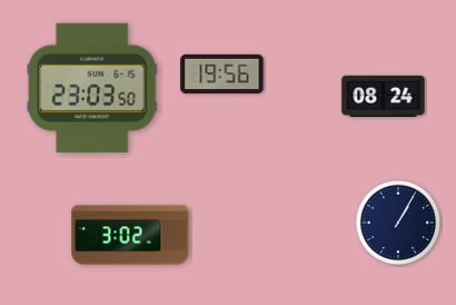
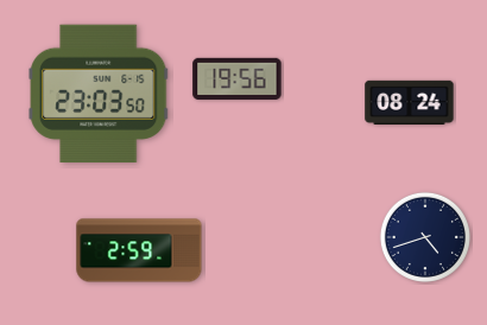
clock at (398, 223): 1:05 -> 4:42
clock at (130, 235): 3:02 -> 2:59
